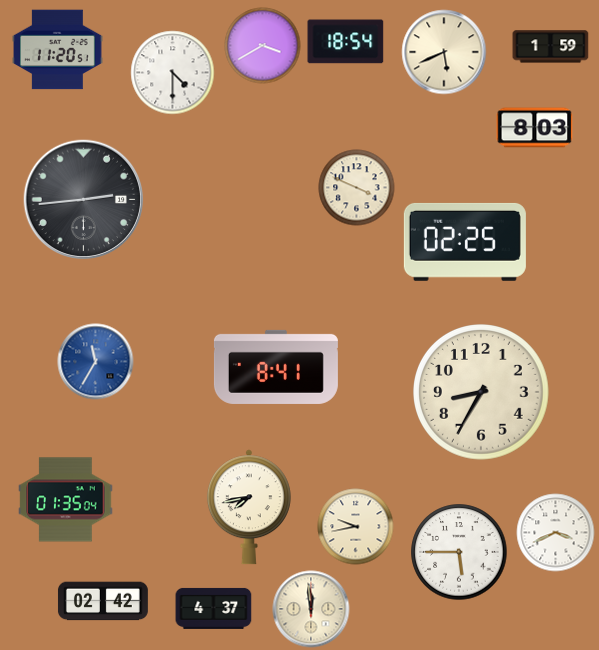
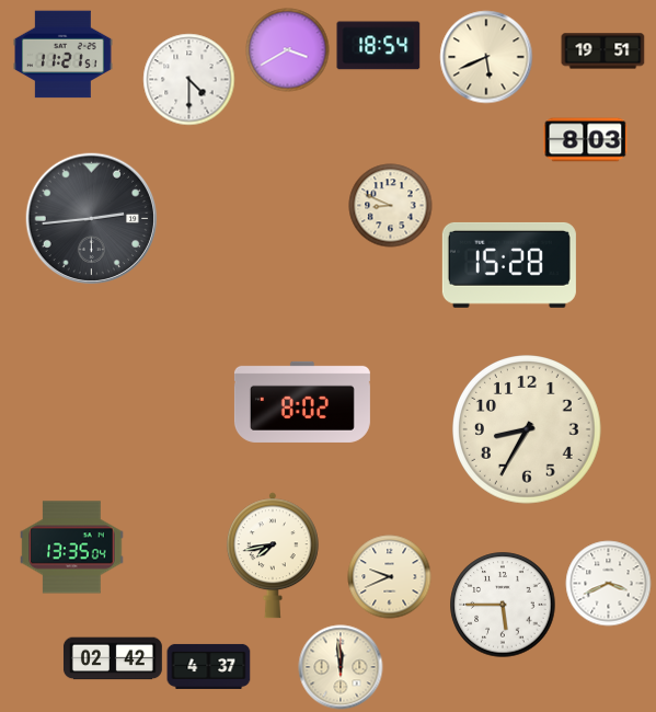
clock at (551, 47): 1:59 -> 19:51
clock at (58, 50): 11:20 -> 11:21
clock at (357, 188): 3:49 -> 8:49
clock at (465, 242): 02:25 -> 15:28
clock at (96, 362): 11:35 -> none
clock at (276, 367): 8:41 -> 8:02
clock at (66, 500): 01:35 -> 13:35
clock at (356, 527): 9:43 -> 9:41
clock at (214, 608) position: (214, 608) -> (209, 666)
